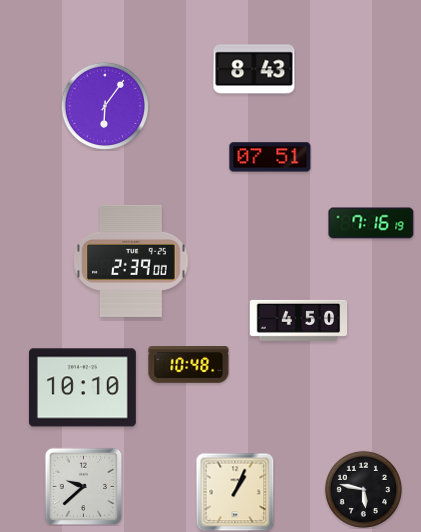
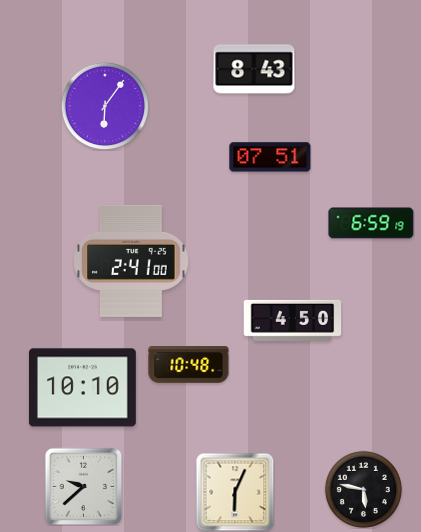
clock at (371, 223): 7:16 -> 6:59
clock at (131, 261): 2:39 -> 2:41
clock at (299, 320) position: (299, 320) -> (293, 320)
clock at (235, 492): 1:04 -> 6:04
